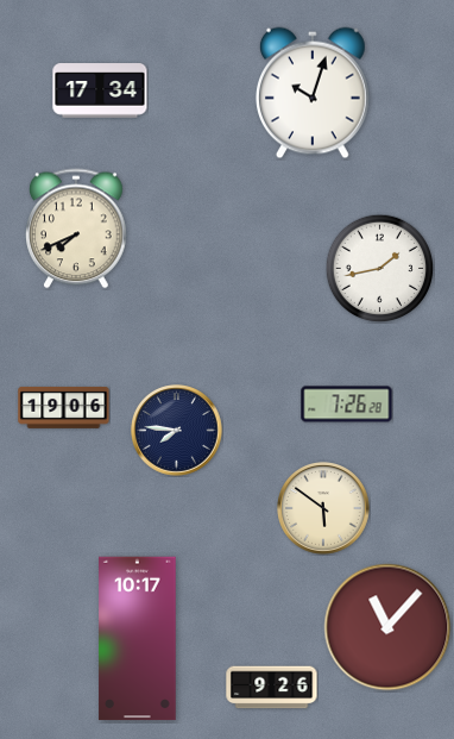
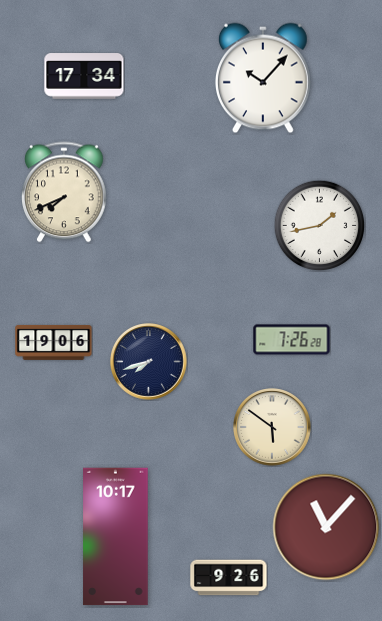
clock at (313, 93): 10:03 -> 10:07
clock at (177, 431): 7:46 -> 7:42
